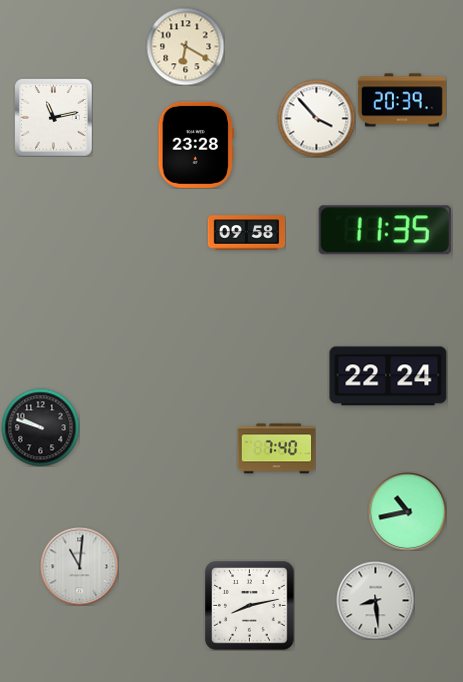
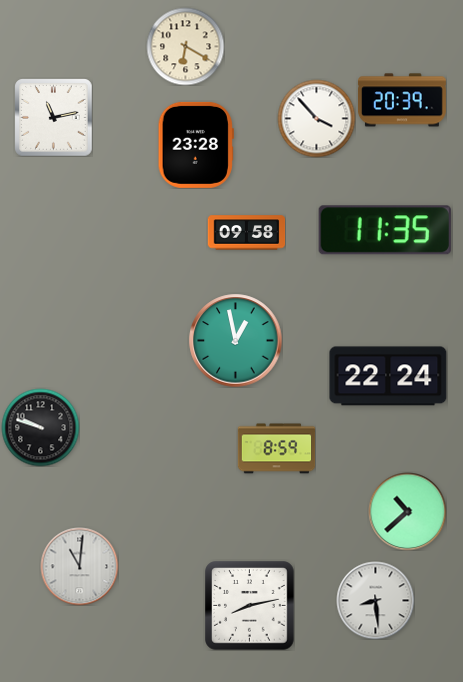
clock at (235, 340): none -> 12:58
clock at (276, 449): 7:40 -> 8:59
clock at (407, 511): 10:43 -> 10:38
